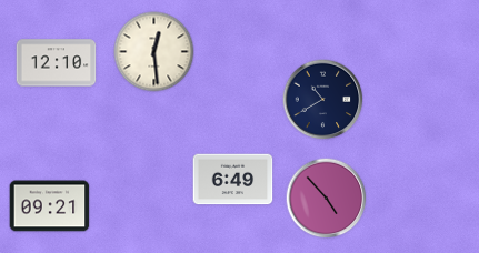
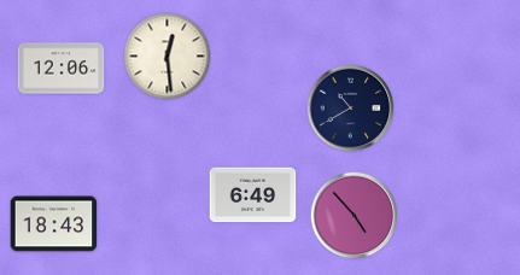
clock at (57, 63): 12:10 -> 12:06
clock at (50, 206): 09:21 -> 18:43
